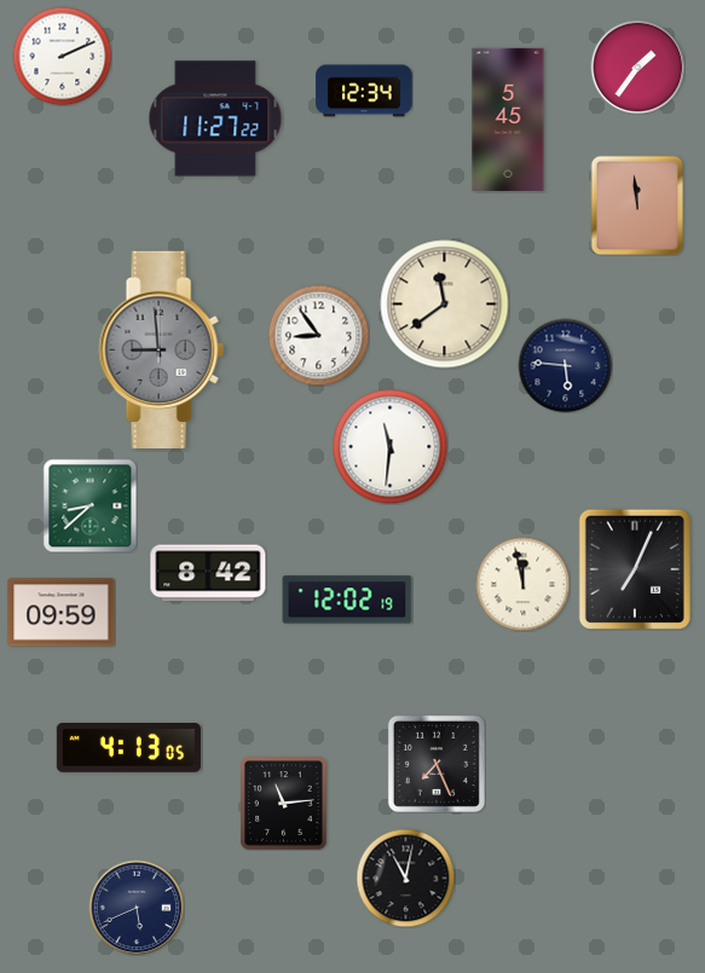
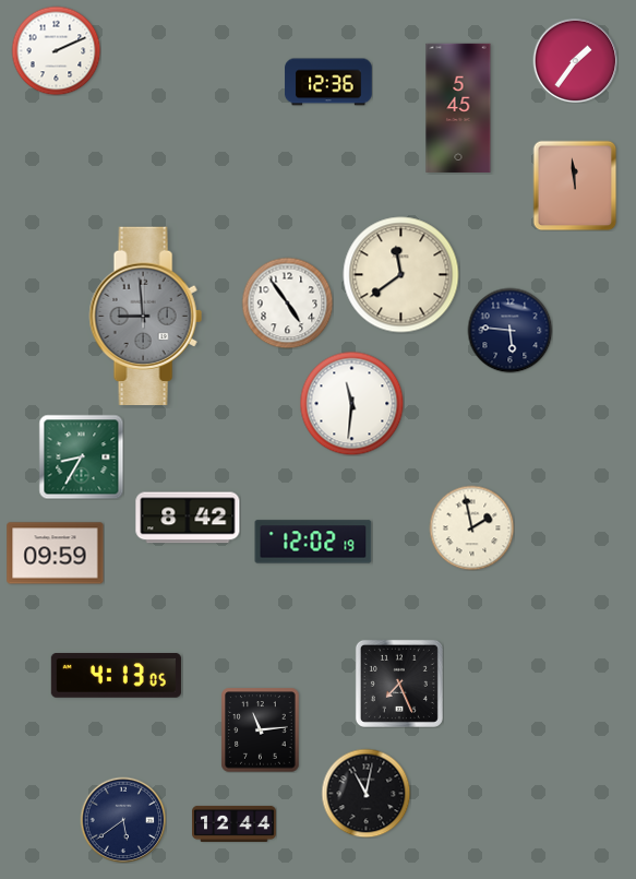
clock at (364, 91): 12:34 -> 12:36
clock at (215, 118): 11:27 -> none
clock at (318, 335): 8:54 -> 4:54
clock at (89, 505): 8:38 -> 8:35
clock at (635, 569): 7:04 -> none
clock at (522, 584): 11:58 -> 1:58
clock at (437, 764) position: (437, 764) -> (399, 684)
clock at (284, 803) position: (284, 803) -> (261, 729)
clock at (137, 908): 5:41 -> 5:39
clock at (235, 823): none -> 12:44
